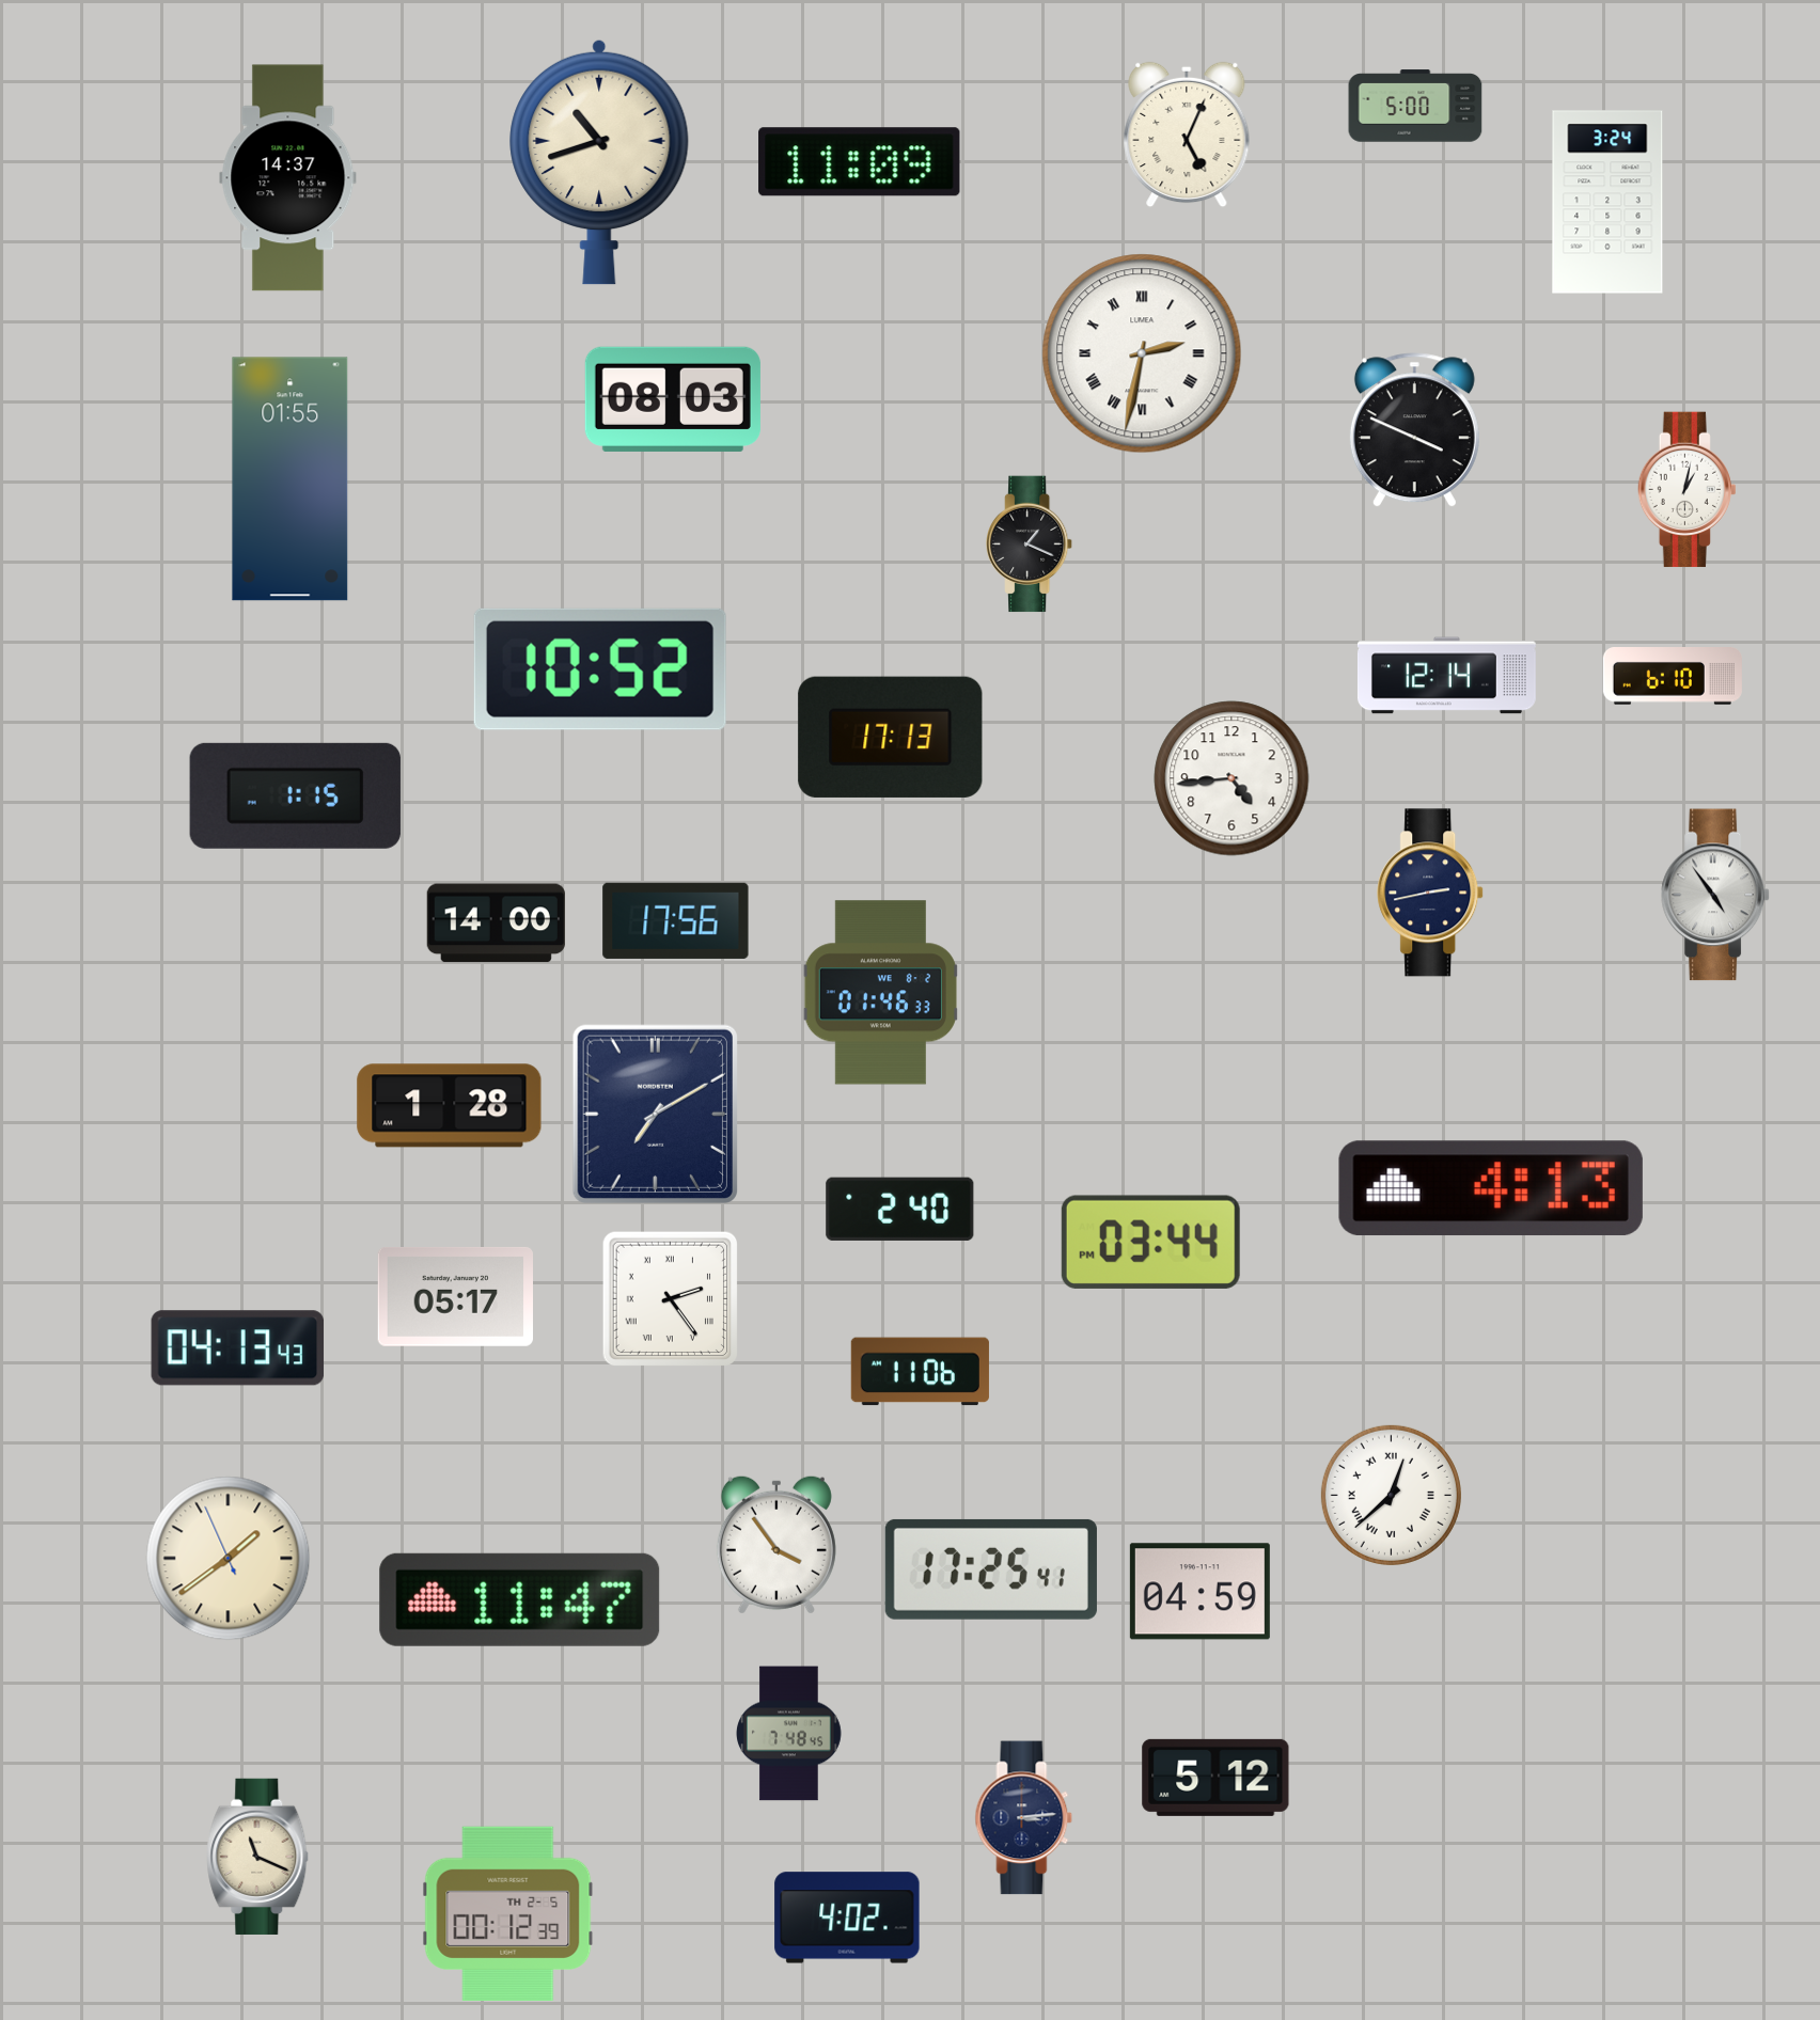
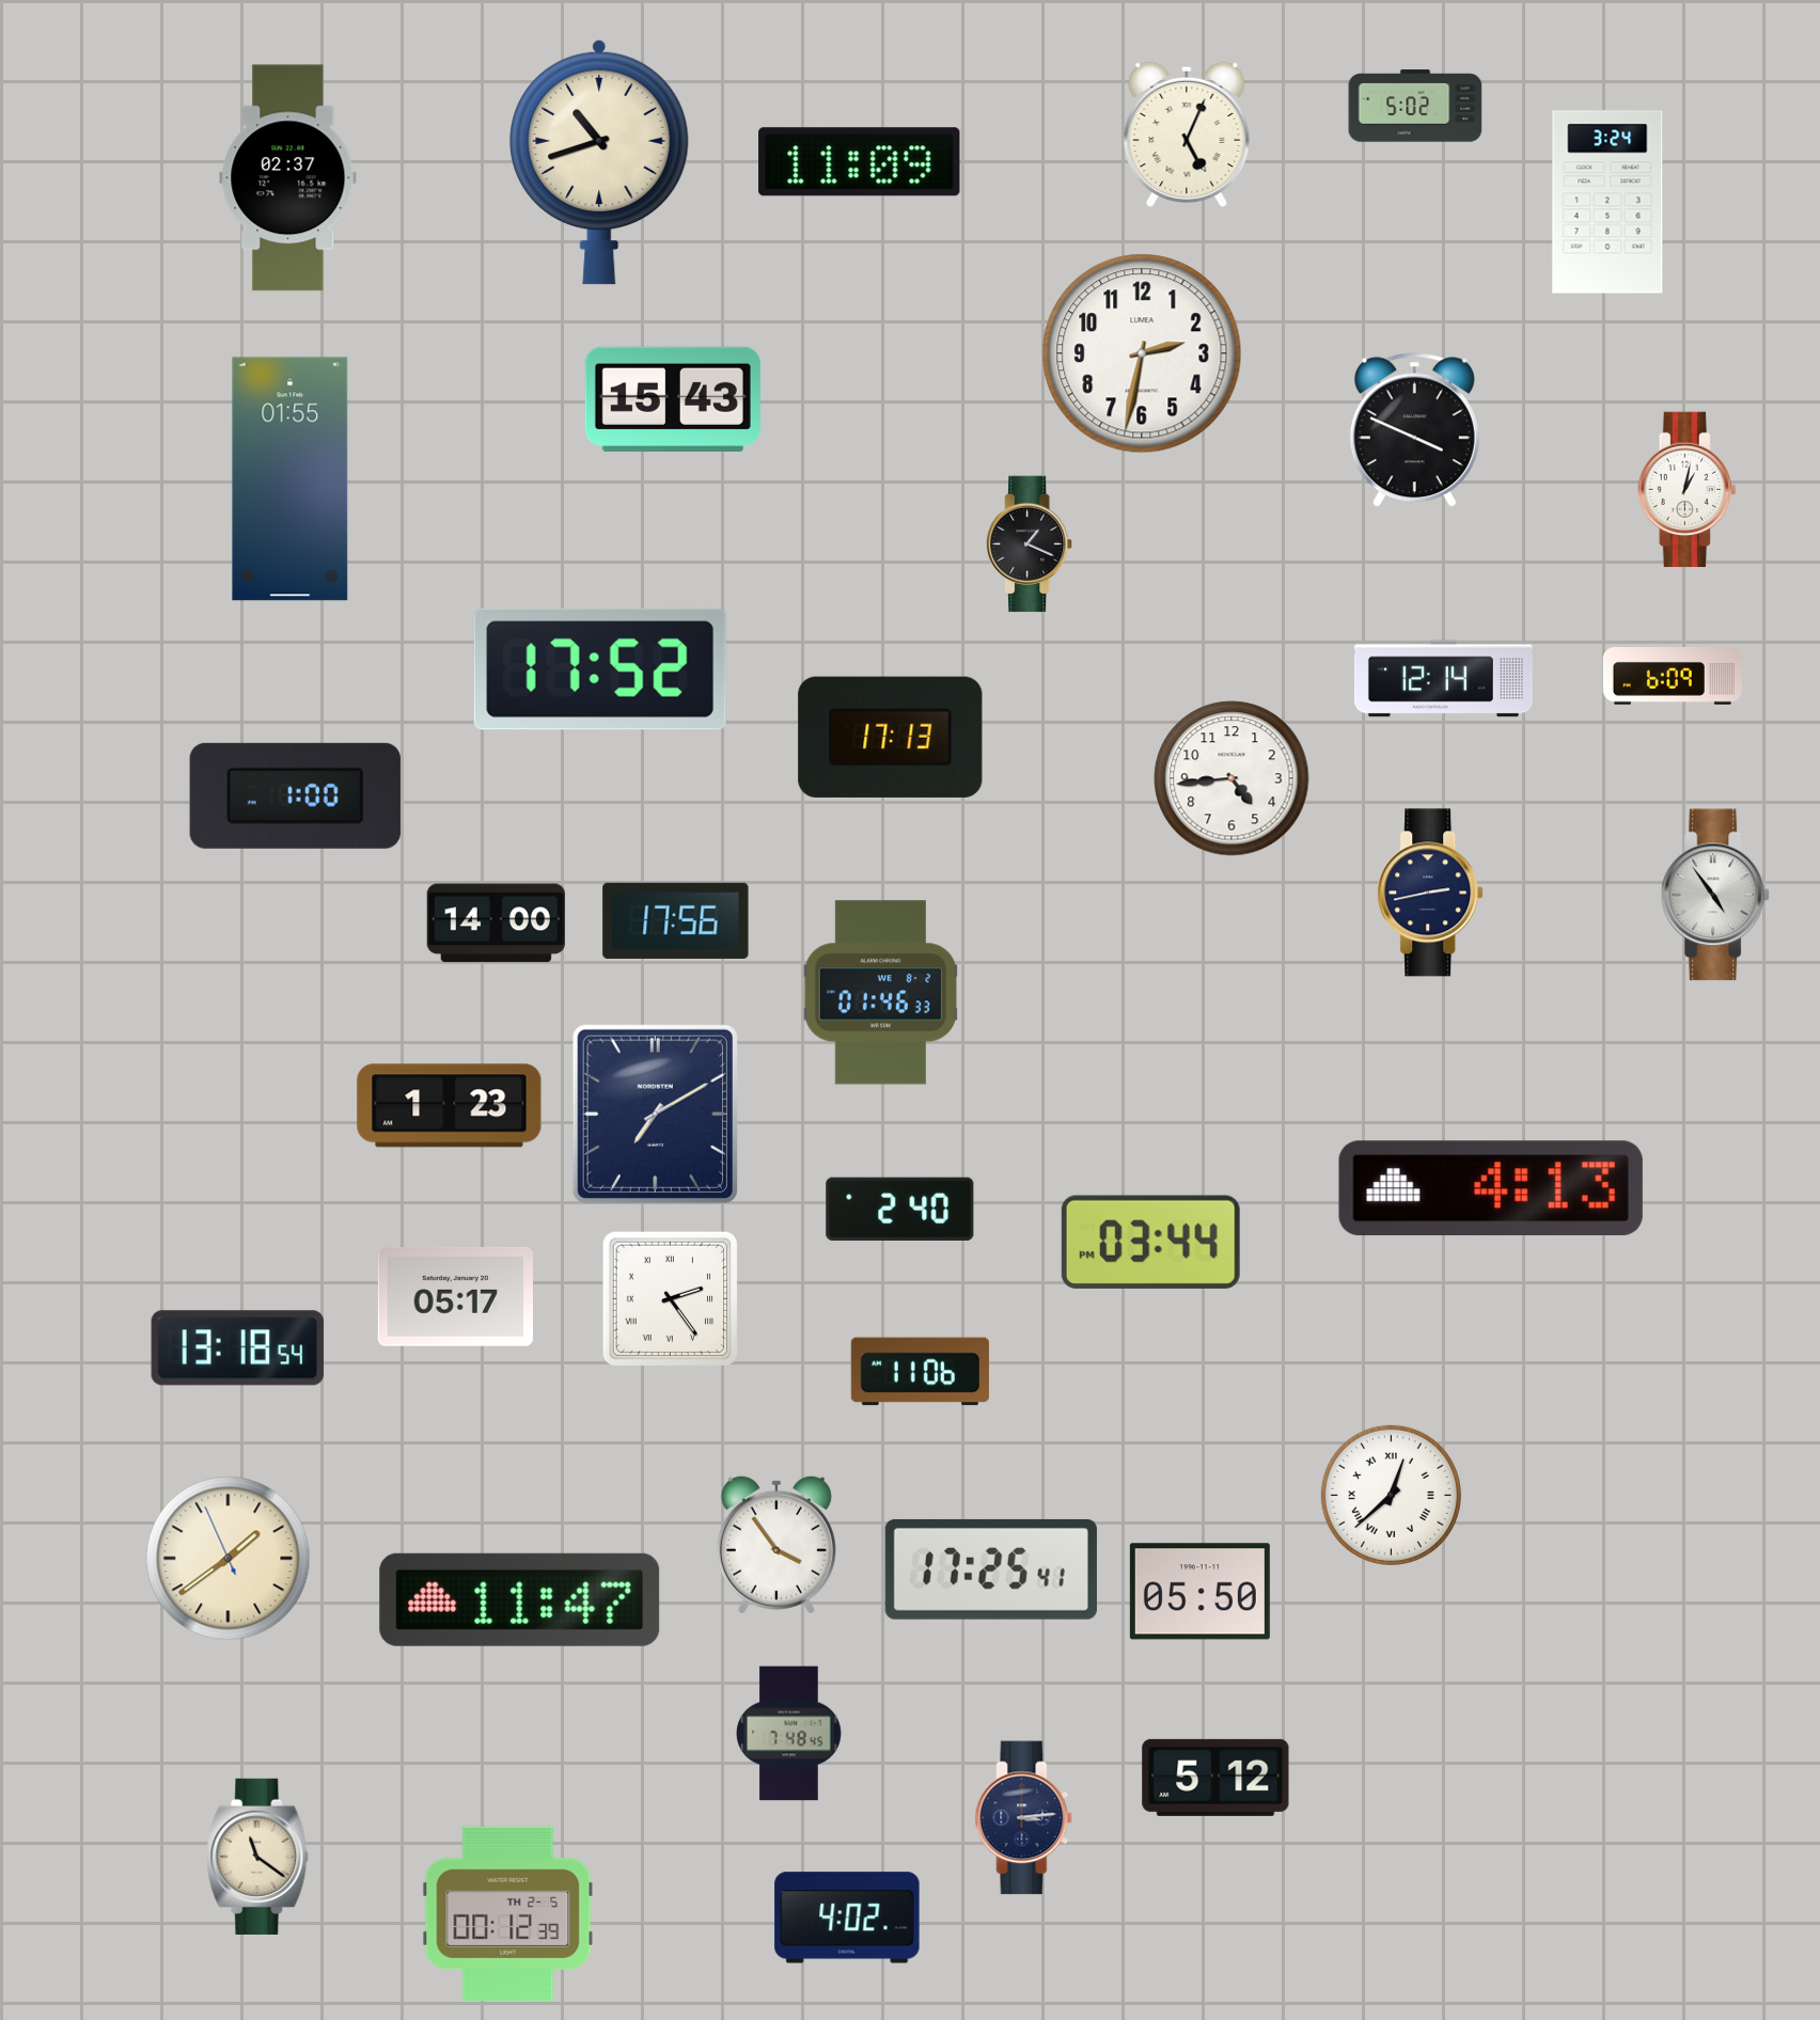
clock at (1415, 106): 5:00 -> 5:02
clock at (288, 178): 14:37 -> 02:37
clock at (1142, 353) numerals: Roman -> Arabic
clock at (673, 399): 08:03 -> 15:43
clock at (600, 669): 10:52 -> 17:52
clock at (1446, 676) position: (1446, 676) -> (1443, 679)
clock at (1673, 677): 6:10 -> 6:09
clock at (295, 795): 1:15 -> 1:00
clock at (450, 1106): 1:28 -> 1:23
clock at (238, 1348): 04:13 -> 13:18
clock at (1199, 1592): 04:59 -> 05:50
clock at (257, 1857): 11:19 -> 11:21
